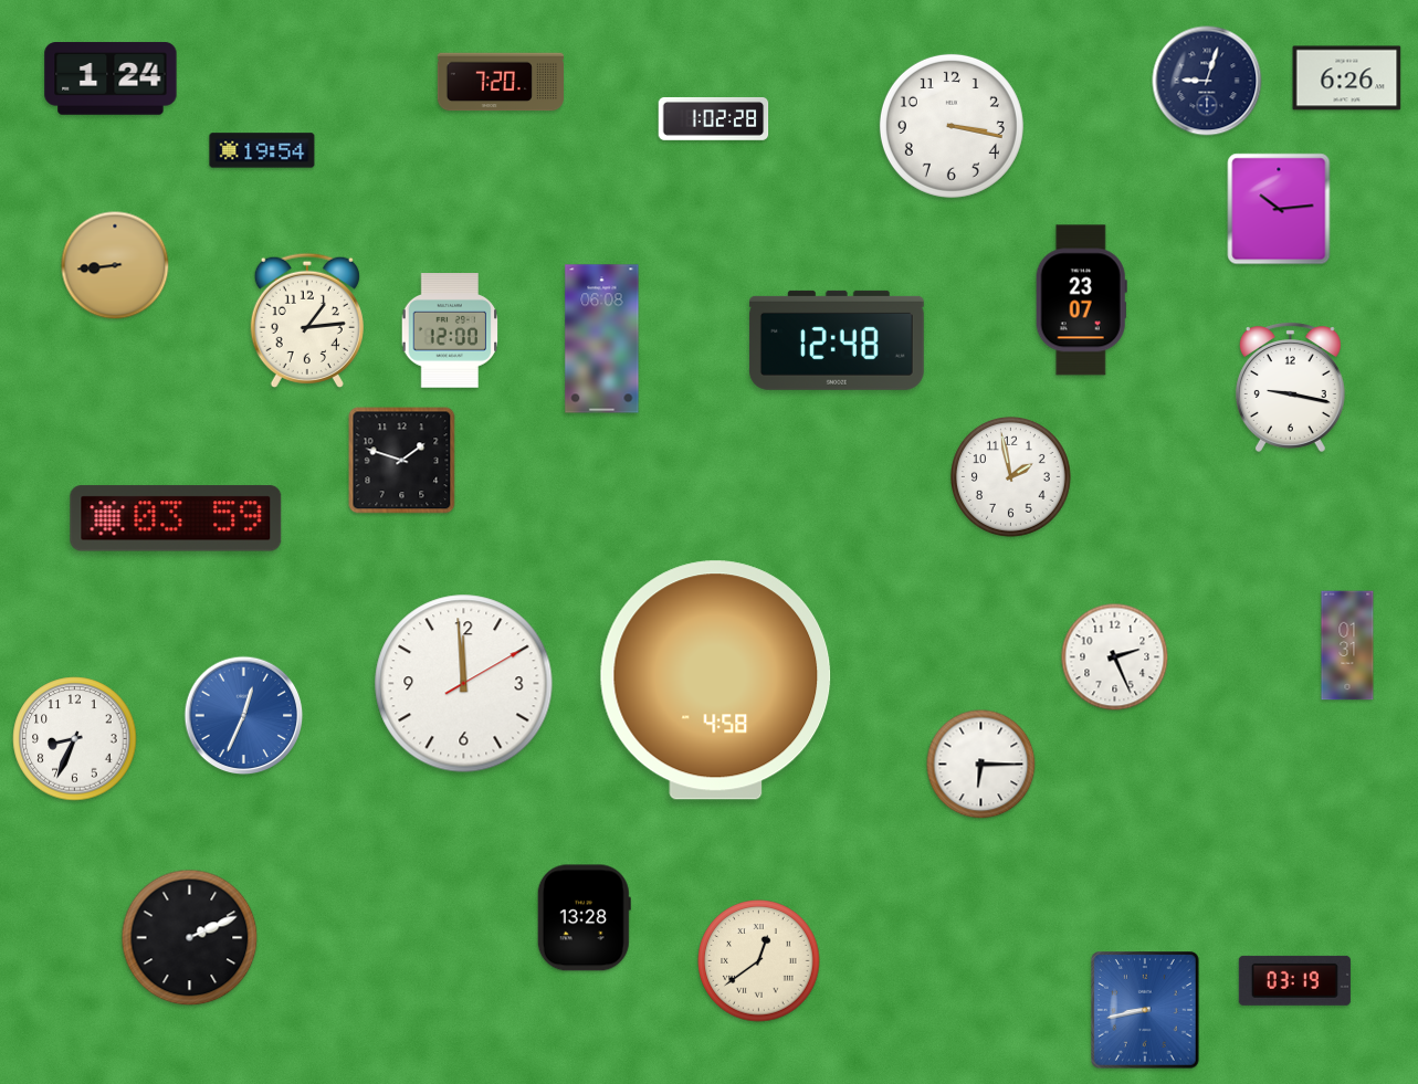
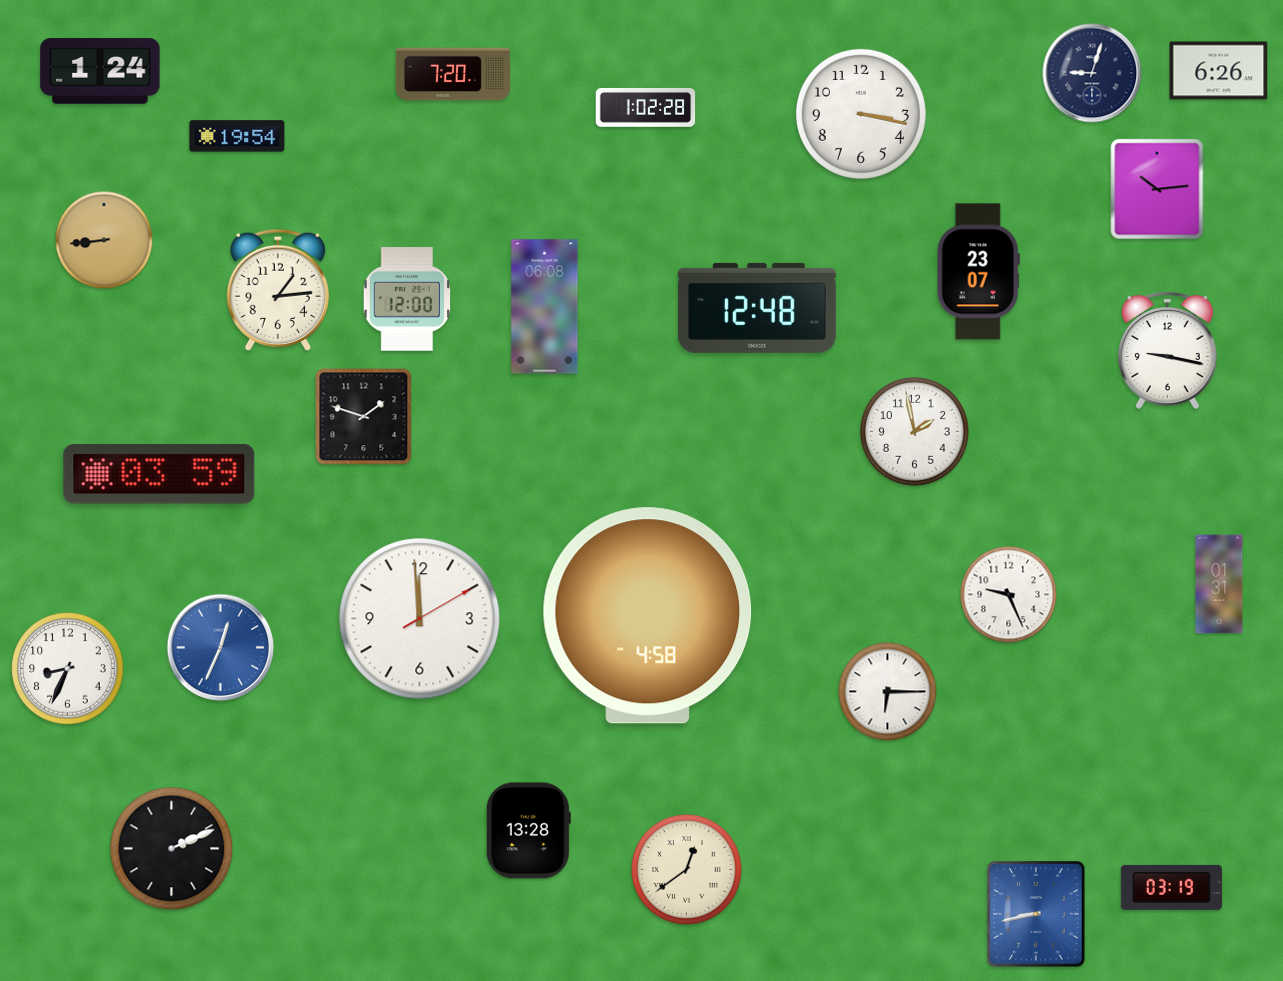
clock at (176, 518) position: (176, 518) -> (159, 474)
clock at (1115, 657): 2:26 -> 9:26
